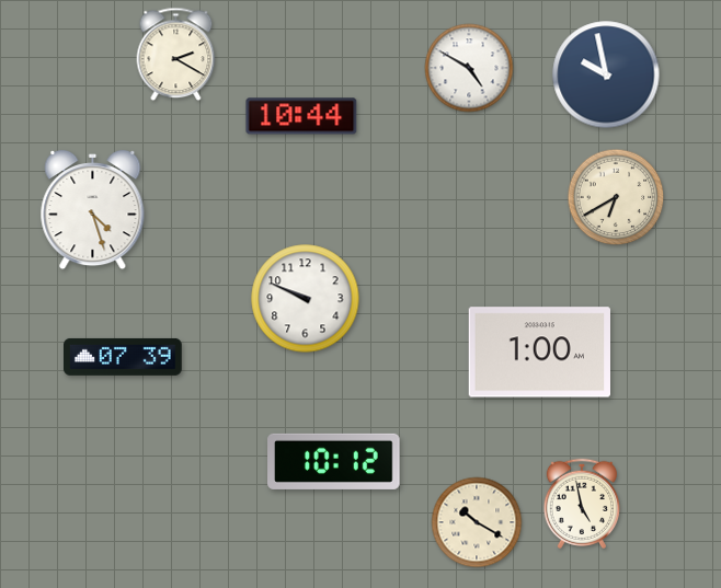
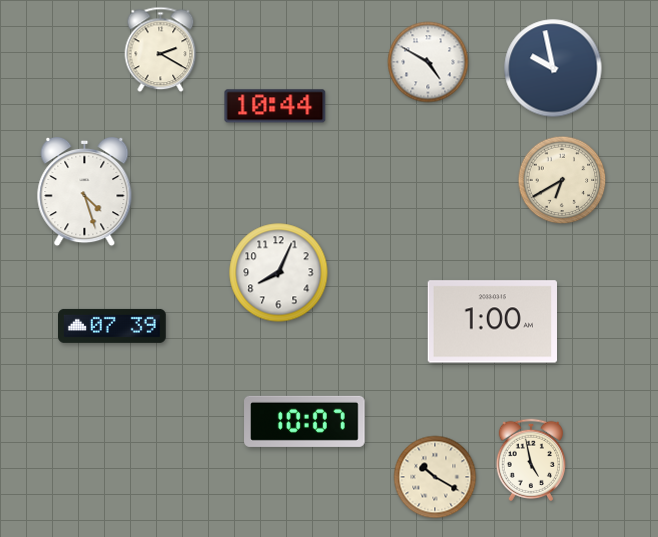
clock at (306, 299): 9:49 -> 8:04
clock at (334, 461): 10:12 -> 10:07
